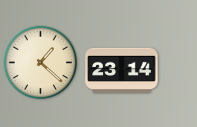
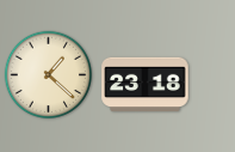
clock at (122, 70): 23:14 -> 23:18
